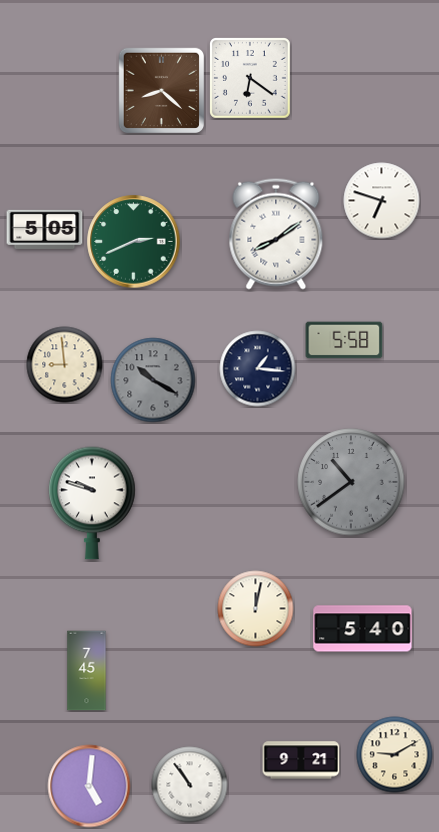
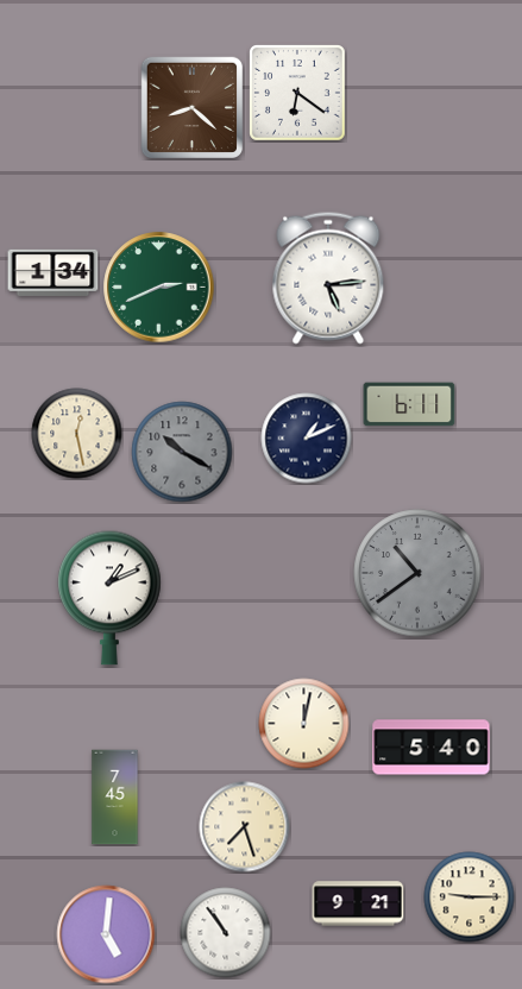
clock at (382, 201): 6:48 -> none
clock at (45, 229): 5:05 -> 1:34
clock at (276, 234): 8:09 -> 5:14
clock at (344, 340): 5:58 -> 6:11
clock at (65, 365): 8:59 -> 12:28
clock at (258, 369): 1:16 -> 1:11
clock at (92, 503): 9:48 -> 1:11
clock at (87, 671) position: (87, 671) -> (115, 798)
clock at (245, 827): none -> 7:27
clock at (395, 755): 9:10 -> 9:15
